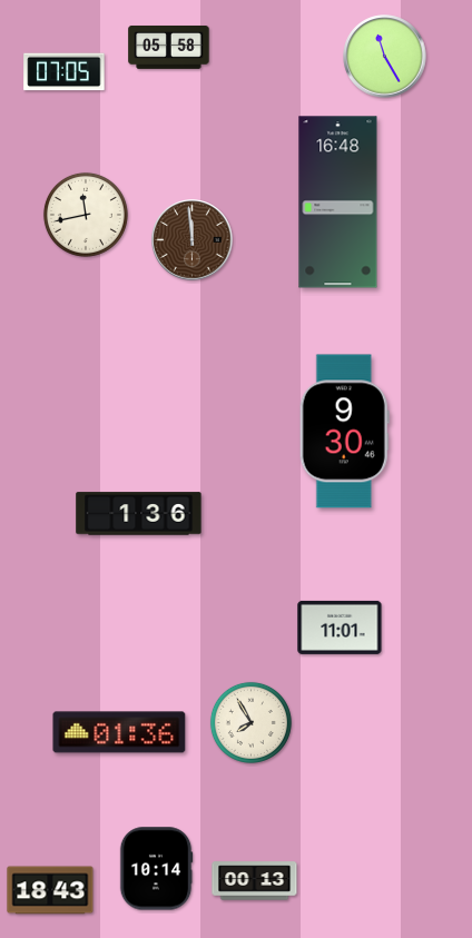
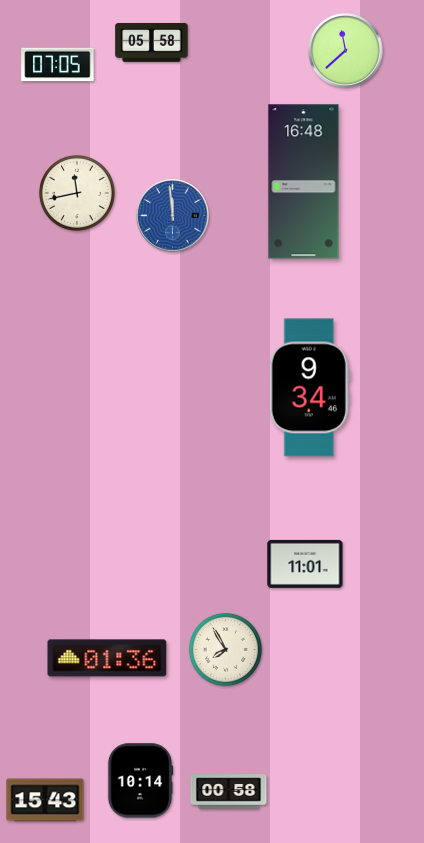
clock at (385, 57): 11:25 -> 11:38
clock at (193, 240) dial: brown -> blue
clock at (344, 432): 9:30 -> 9:34
clock at (139, 514): 1:36 -> none
clock at (255, 881): 00:13 -> 00:58
clock at (50, 890): 18:43 -> 15:43
